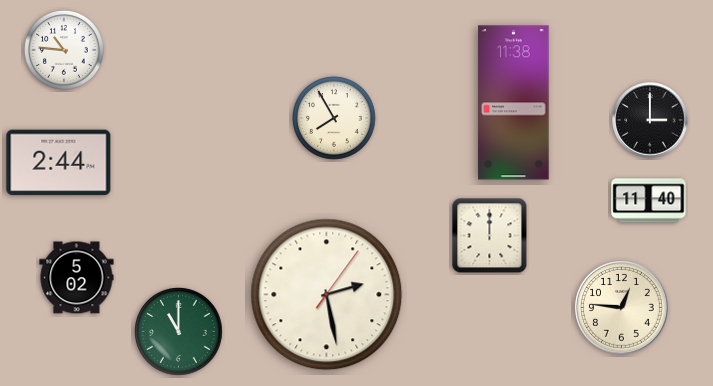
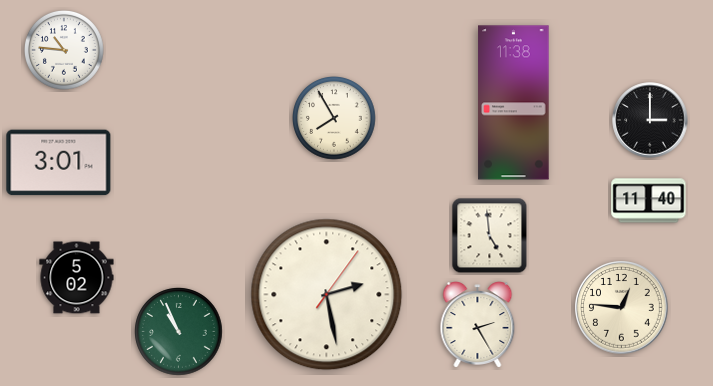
clock at (59, 163): 2:44 -> 3:01
clock at (490, 236): 12:00 -> 4:59
clock at (478, 325): none -> 2:25
clock at (179, 332): 11:00 -> 10:56
